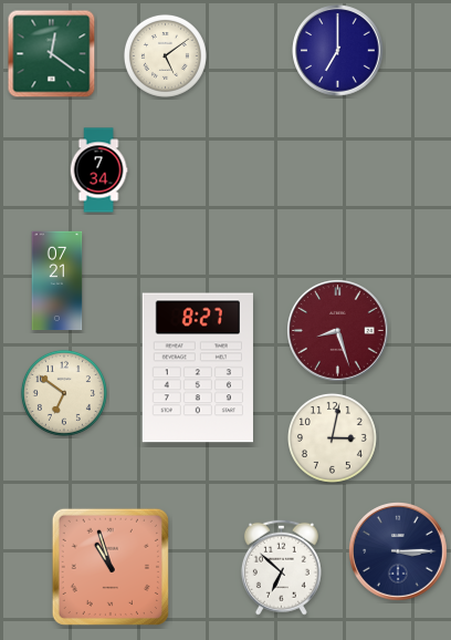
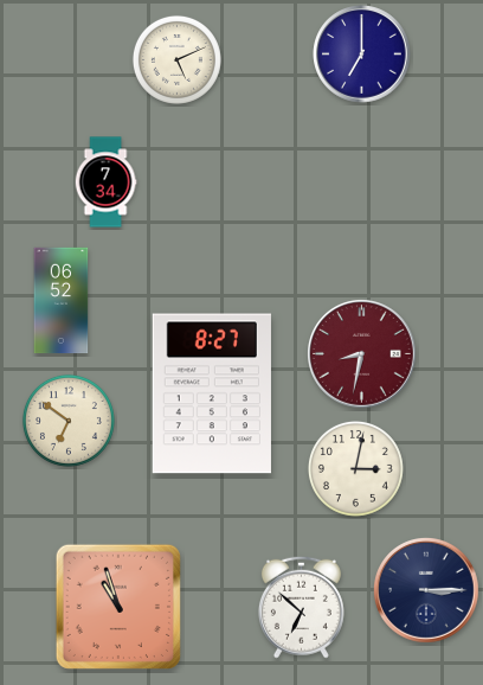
clock at (52, 54): 12:21 -> none
clock at (165, 55): 5:09 -> 5:11
clock at (57, 281): 07:21 -> 06:52
clock at (338, 331): 8:27 -> 8:32
